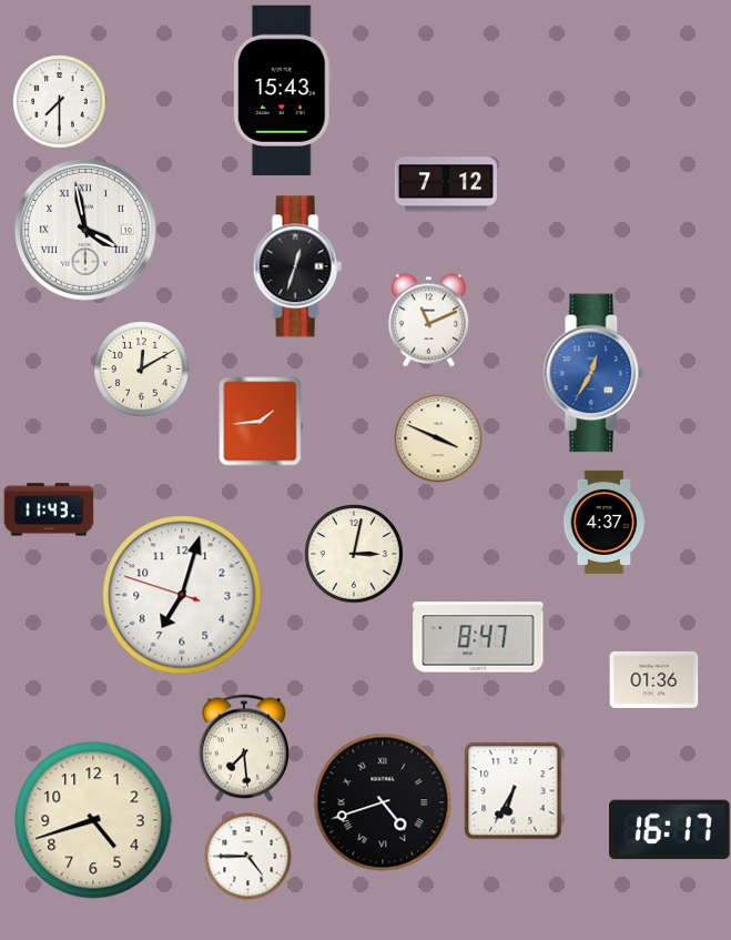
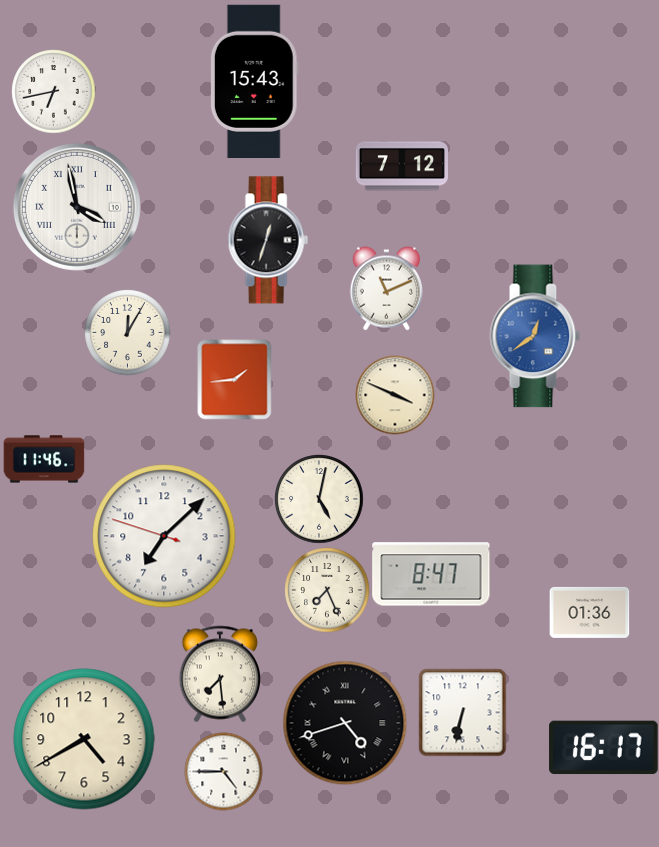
clock at (59, 101): 7:30 -> 6:43
clock at (141, 368): 12:10 -> 12:05
clock at (593, 373): 12:35 -> 12:39
clock at (49, 509): 11:43 -> 11:46
clock at (605, 522): 4:37 -> none
clock at (354, 554): 3:02 -> 5:02
clock at (182, 595): 7:02 -> 7:07
clock at (327, 590): none -> 7:26
clock at (512, 790): 6:35 -> 6:32
clock at (93, 820): 4:42 -> 4:40
